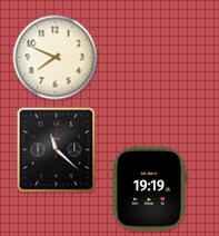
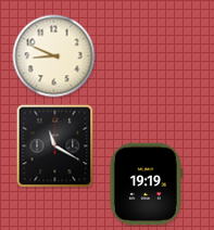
clock at (56, 58): 7:49 -> 8:49
clock at (57, 150): 11:22 -> 11:20
